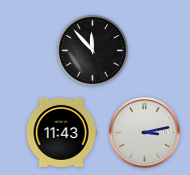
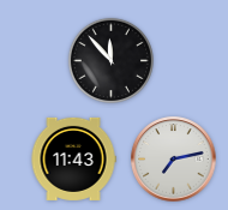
clock at (145, 133): 3:13 -> 7:13
